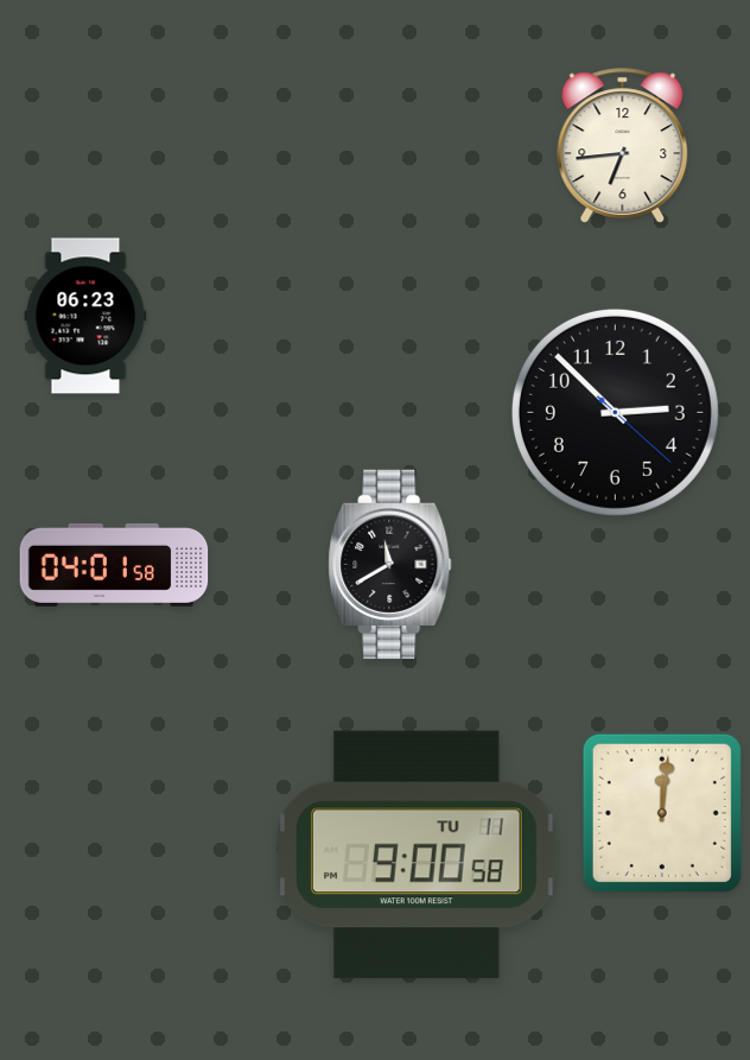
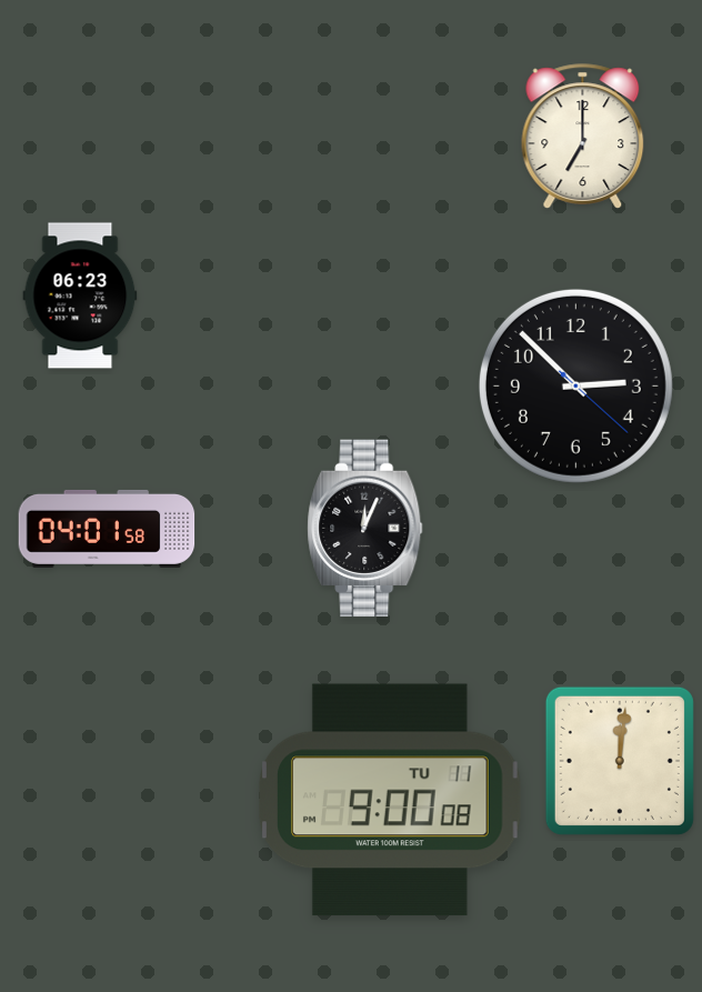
clock at (623, 146): 6:44 -> 7:00
clock at (390, 565): 11:40 -> 12:04
clock at (418, 855): 9:00:58 -> 9:00:08
